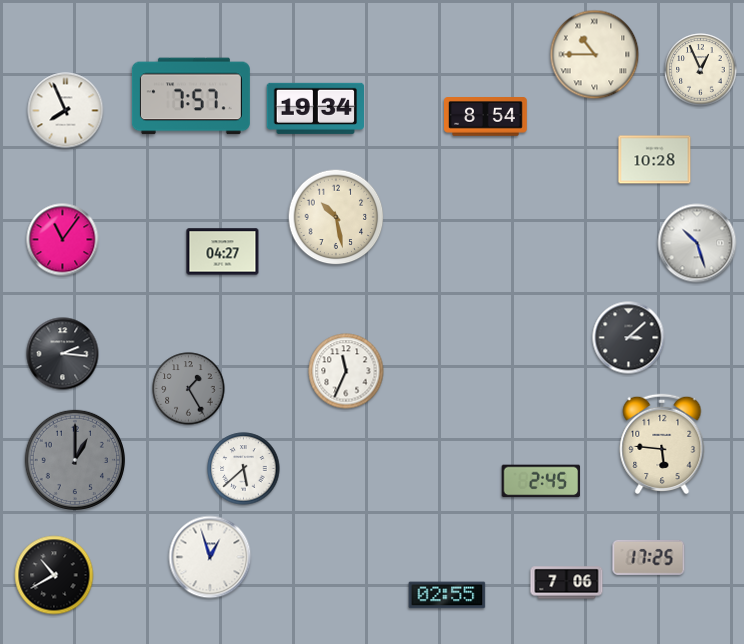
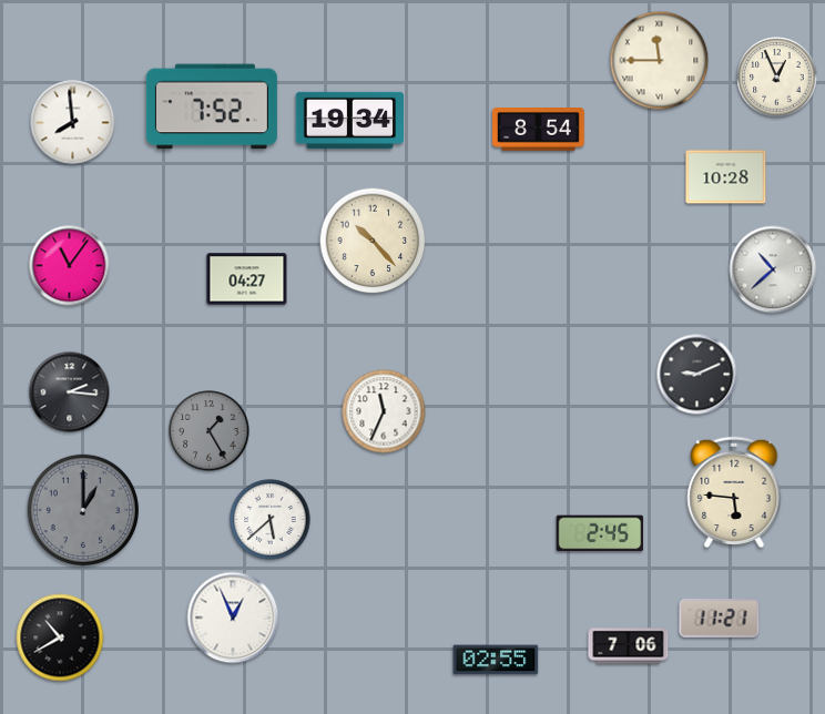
clock at (595, 55): 10:45 -> 11:45
clock at (191, 96): 7:57 -> 7:52
clock at (66, 111): 7:56 -> 7:59
clock at (336, 217): 10:28 -> 10:23
clock at (697, 243): 10:27 -> 10:38
clock at (629, 338): 3:08 -> 9:11
clock at (210, 557): 12:57 -> 12:56
clock at (649, 557): 17:25 -> 11:21
